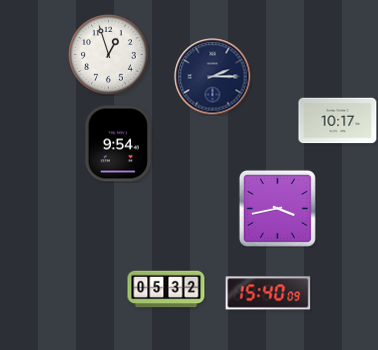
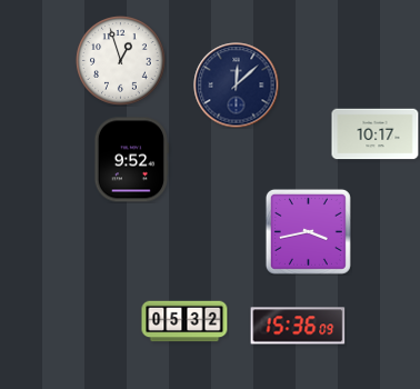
clock at (213, 77): 2:15 -> 12:08
clock at (119, 144): 9:54 -> 9:52
clock at (268, 293): 15:40 -> 15:36
